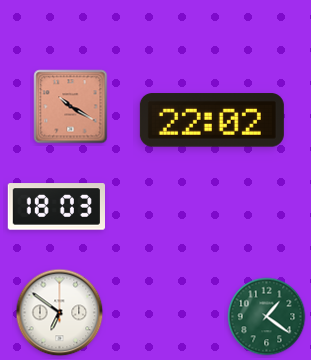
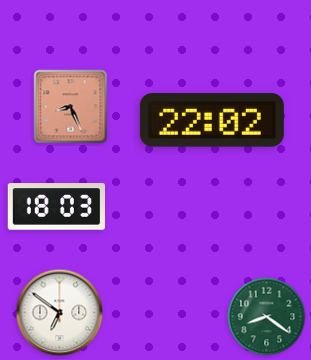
clock at (71, 107): 10:20 -> 8:26
clock at (267, 317): 1:21 -> 8:21
